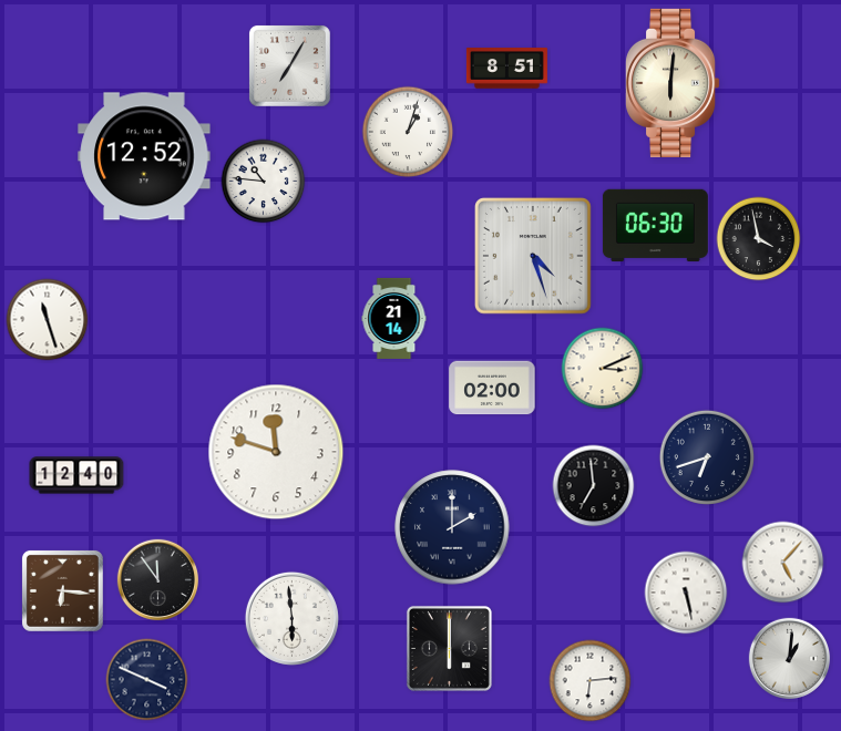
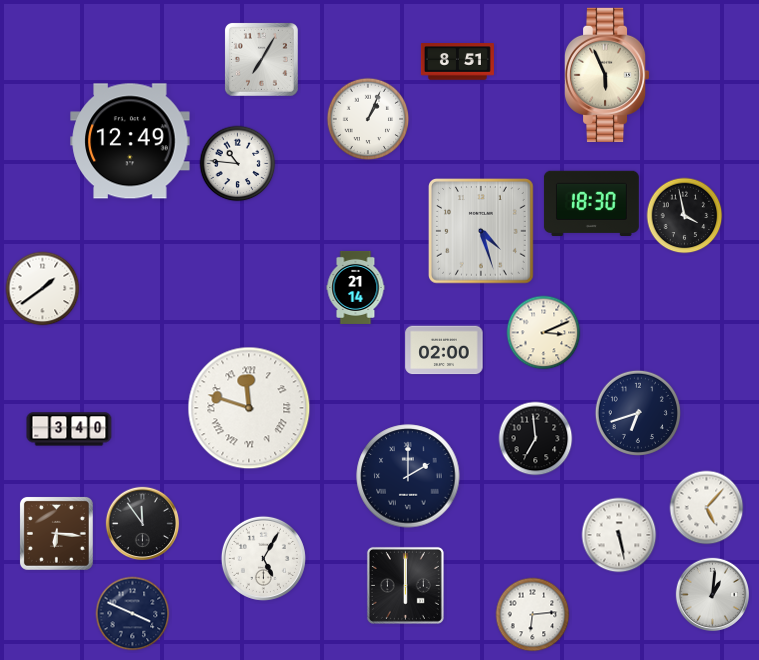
clock at (674, 83): 6:01 -> 5:56
clock at (408, 132): 1:03 -> 1:04
clock at (144, 156): 12:52 -> 12:49
clock at (655, 225): 06:30 -> 18:30
clock at (48, 320): 11:27 -> 1:39
clock at (276, 452) numerals: Arabic -> Roman
clock at (76, 475): 12:40 -> 3:40
clock at (291, 618): 5:59 -> 5:05
